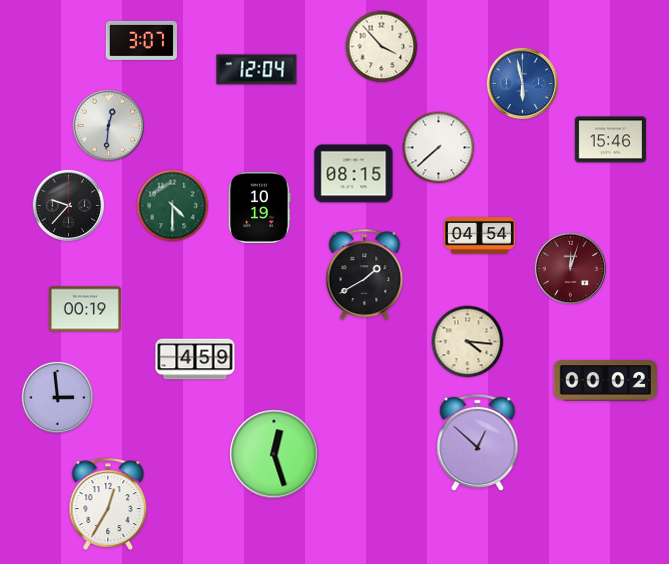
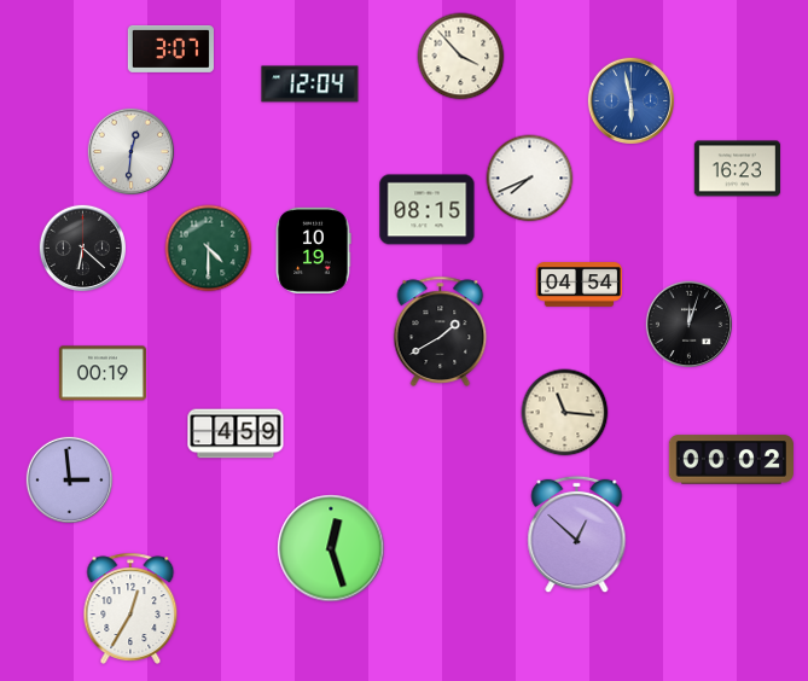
clock at (610, 140): 15:46 -> 16:23
clock at (439, 148): 7:38 -> 7:41
clock at (68, 205): 9:37 -> 6:22
clock at (570, 268) dial: burgundy -> black
clock at (468, 342): 4:16 -> 11:16
